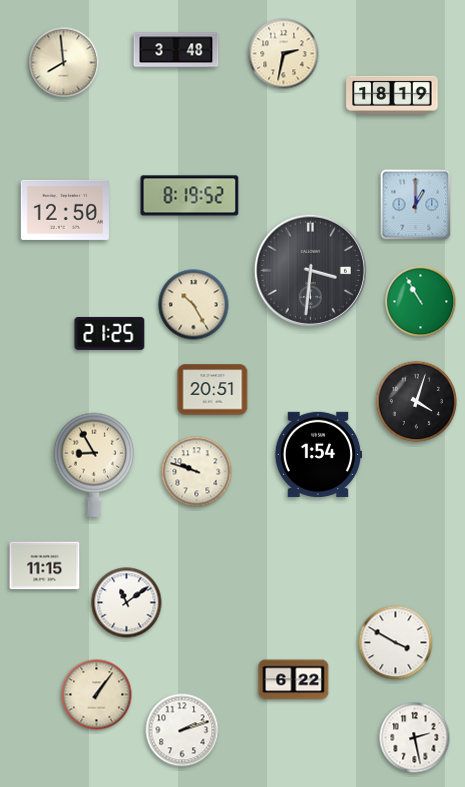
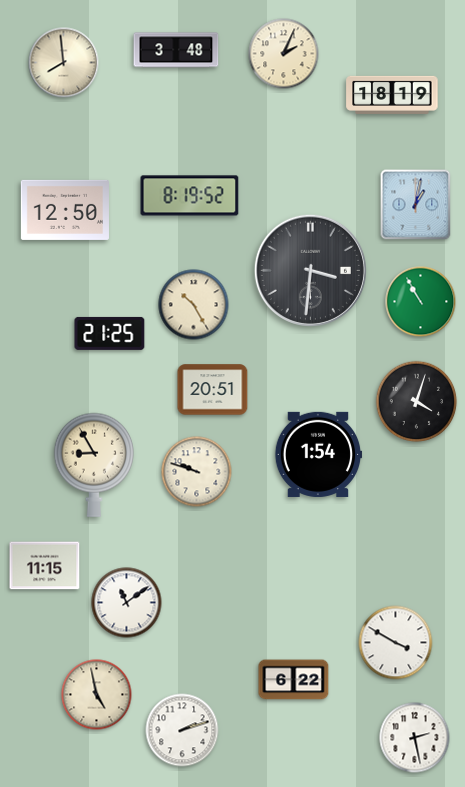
clock at (284, 54): 2:32 -> 2:04
clock at (416, 205): 1:00 -> 1:02
clock at (97, 695): 1:06 -> 4:58
